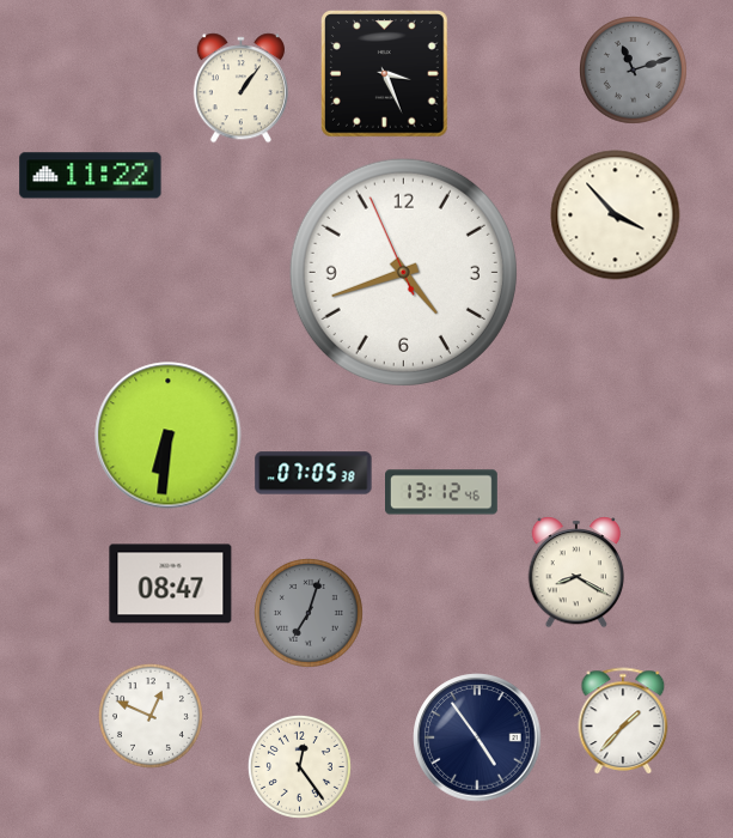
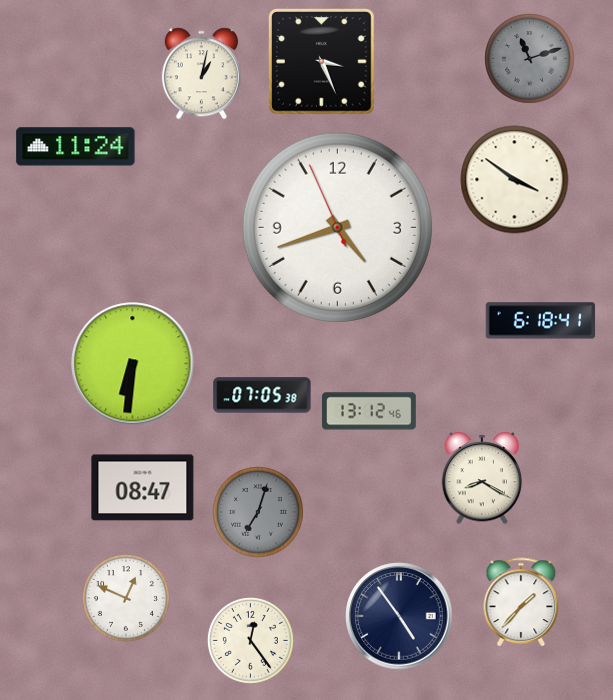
clock at (240, 89): 1:06 -> 1:02
clock at (91, 176): 11:22 -> 11:24
clock at (616, 215): 3:53 -> 3:51
clock at (541, 321): none -> 6:18
clock at (169, 436) position: (169, 436) -> (133, 364)
